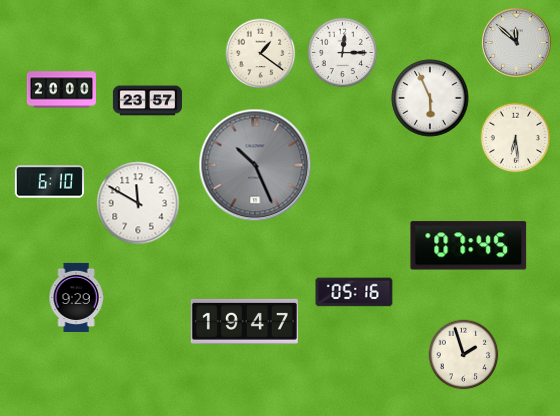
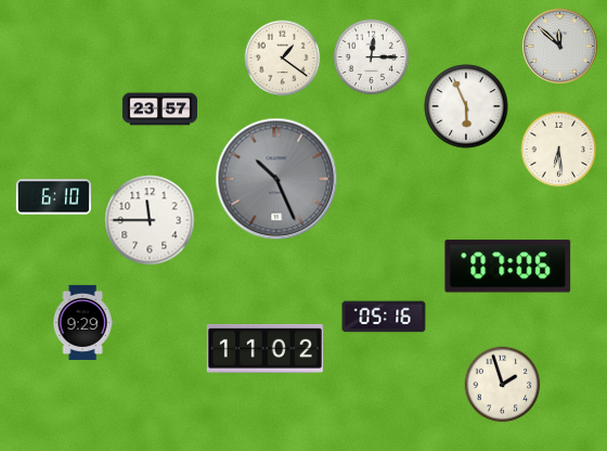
clock at (61, 90): 20:00 -> none
clock at (138, 203): 11:50 -> 11:45
clock at (469, 246): 07:45 -> 07:06
clock at (244, 321): 19:47 -> 11:02
